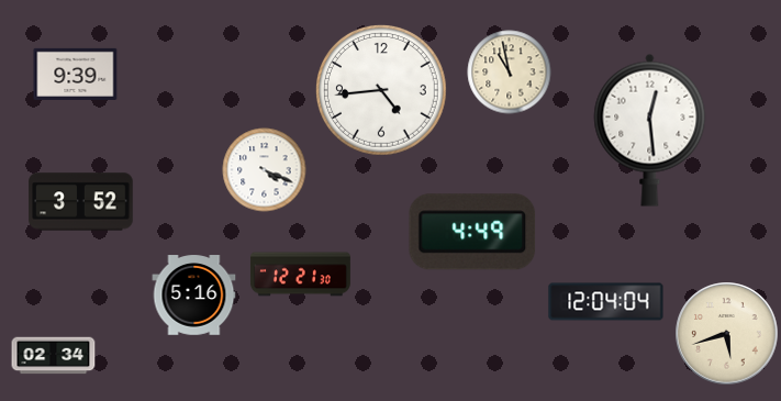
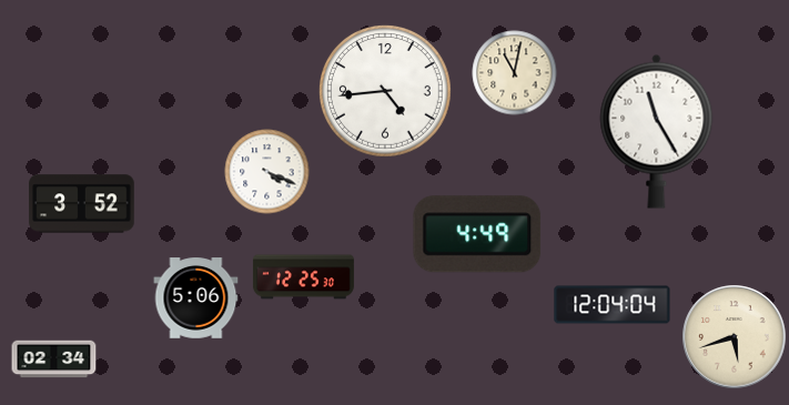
clock at (510, 73): 10:58 -> 11:02
clock at (76, 74): 9:39 -> none
clock at (650, 130): 12:29 -> 11:25
clock at (300, 275): 12:21 -> 12:25
clock at (194, 296): 5:16 -> 5:06
